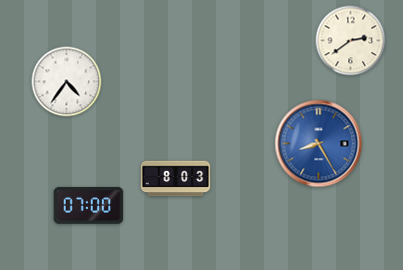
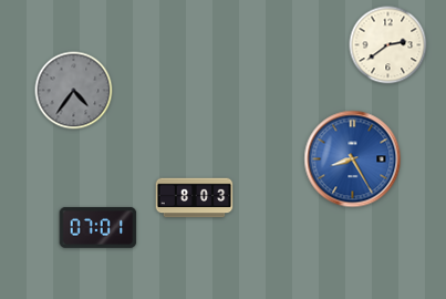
clock at (67, 82) dial: white -> grey
clock at (89, 205): 07:00 -> 07:01
